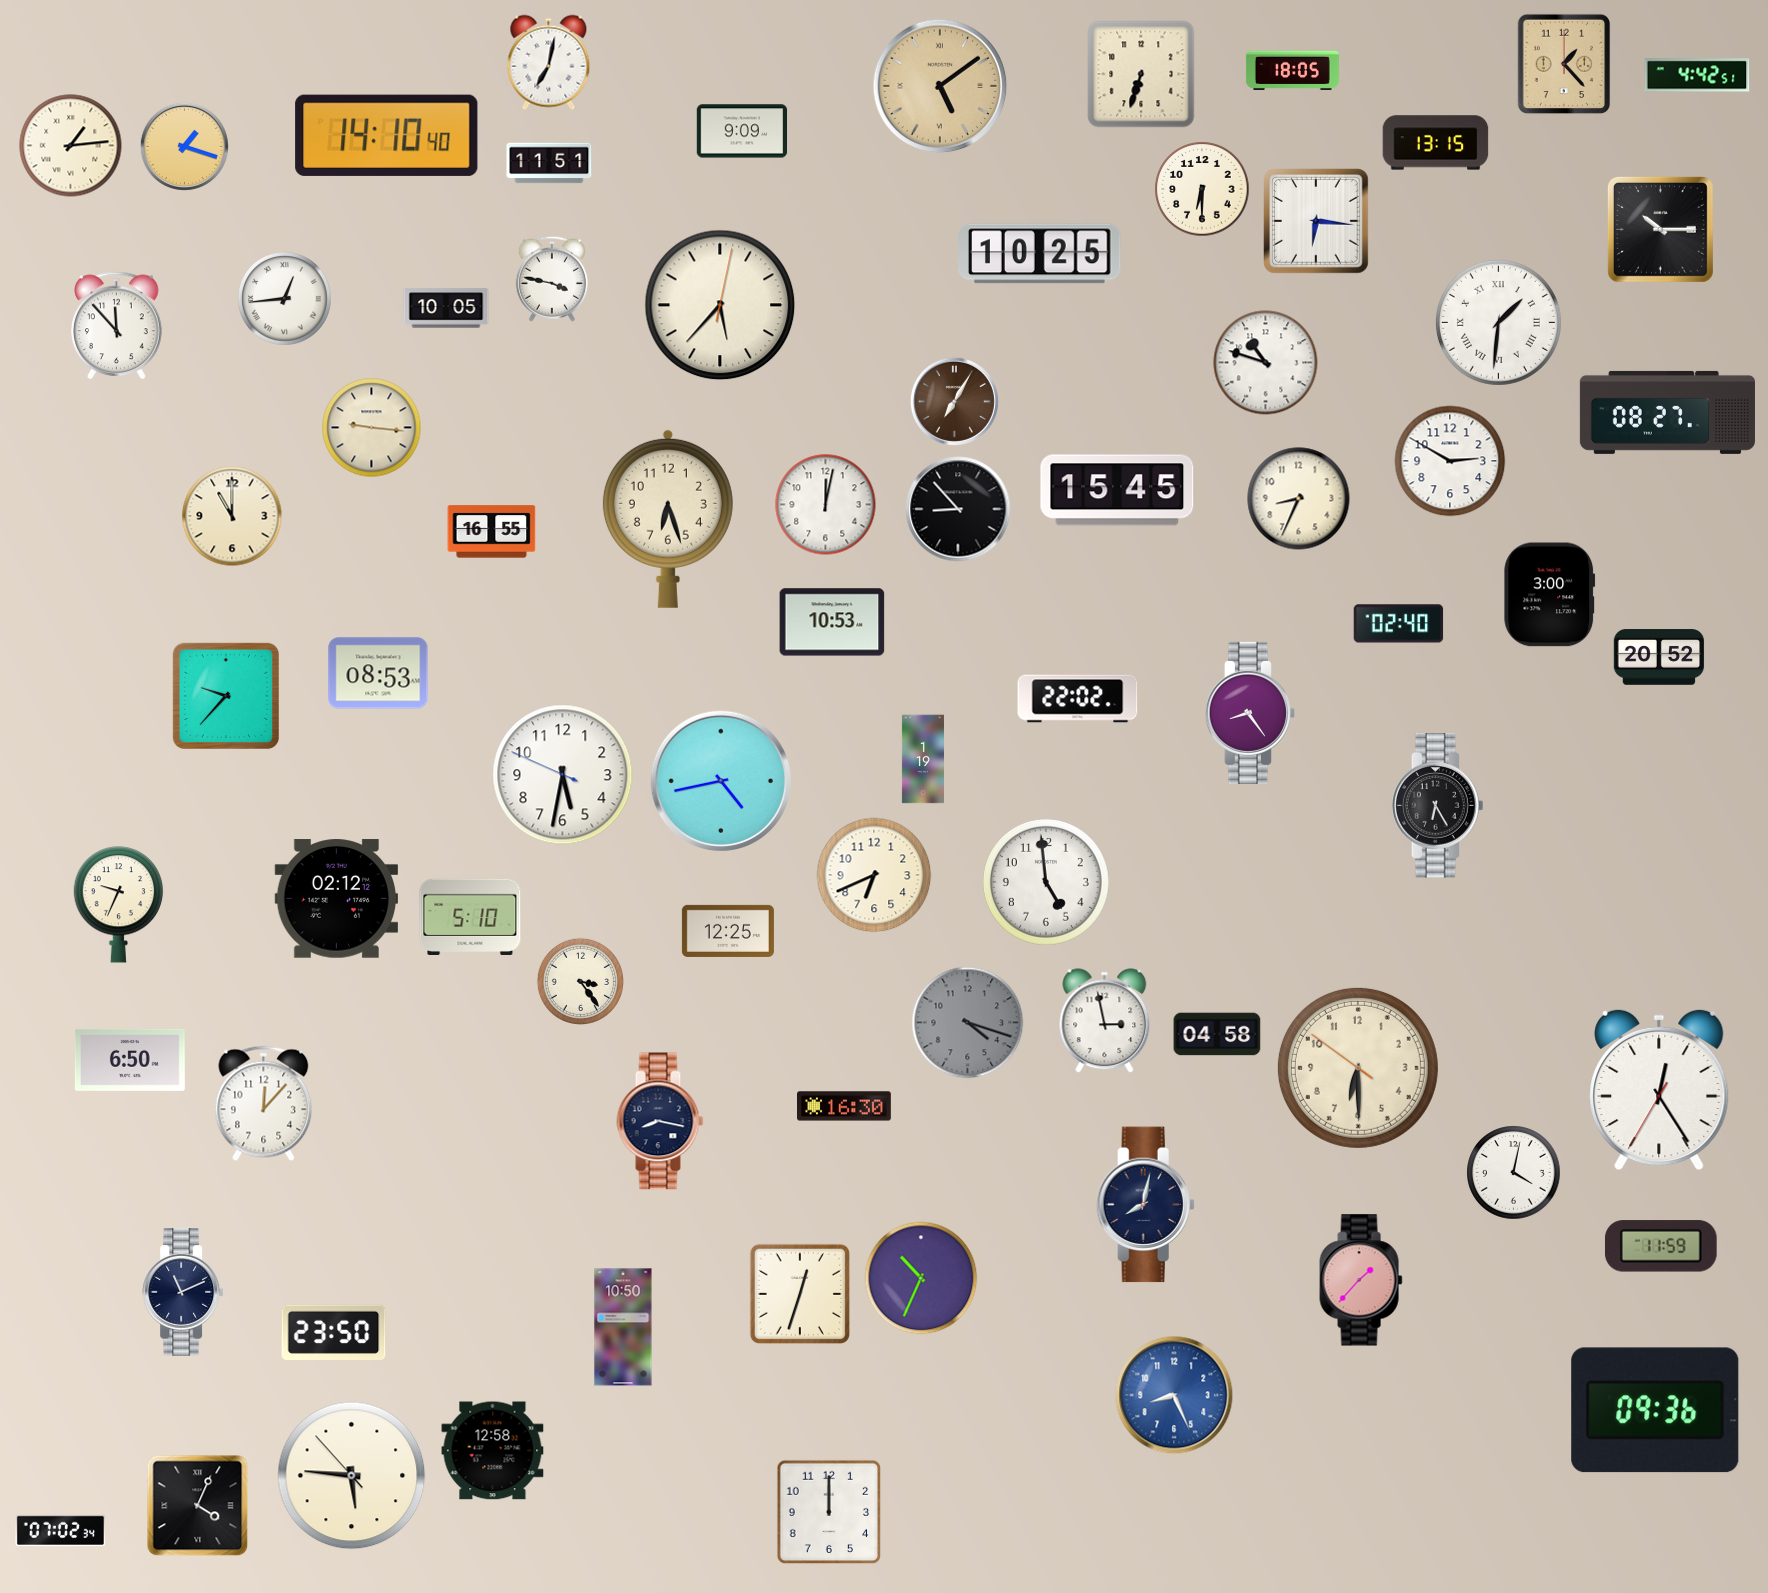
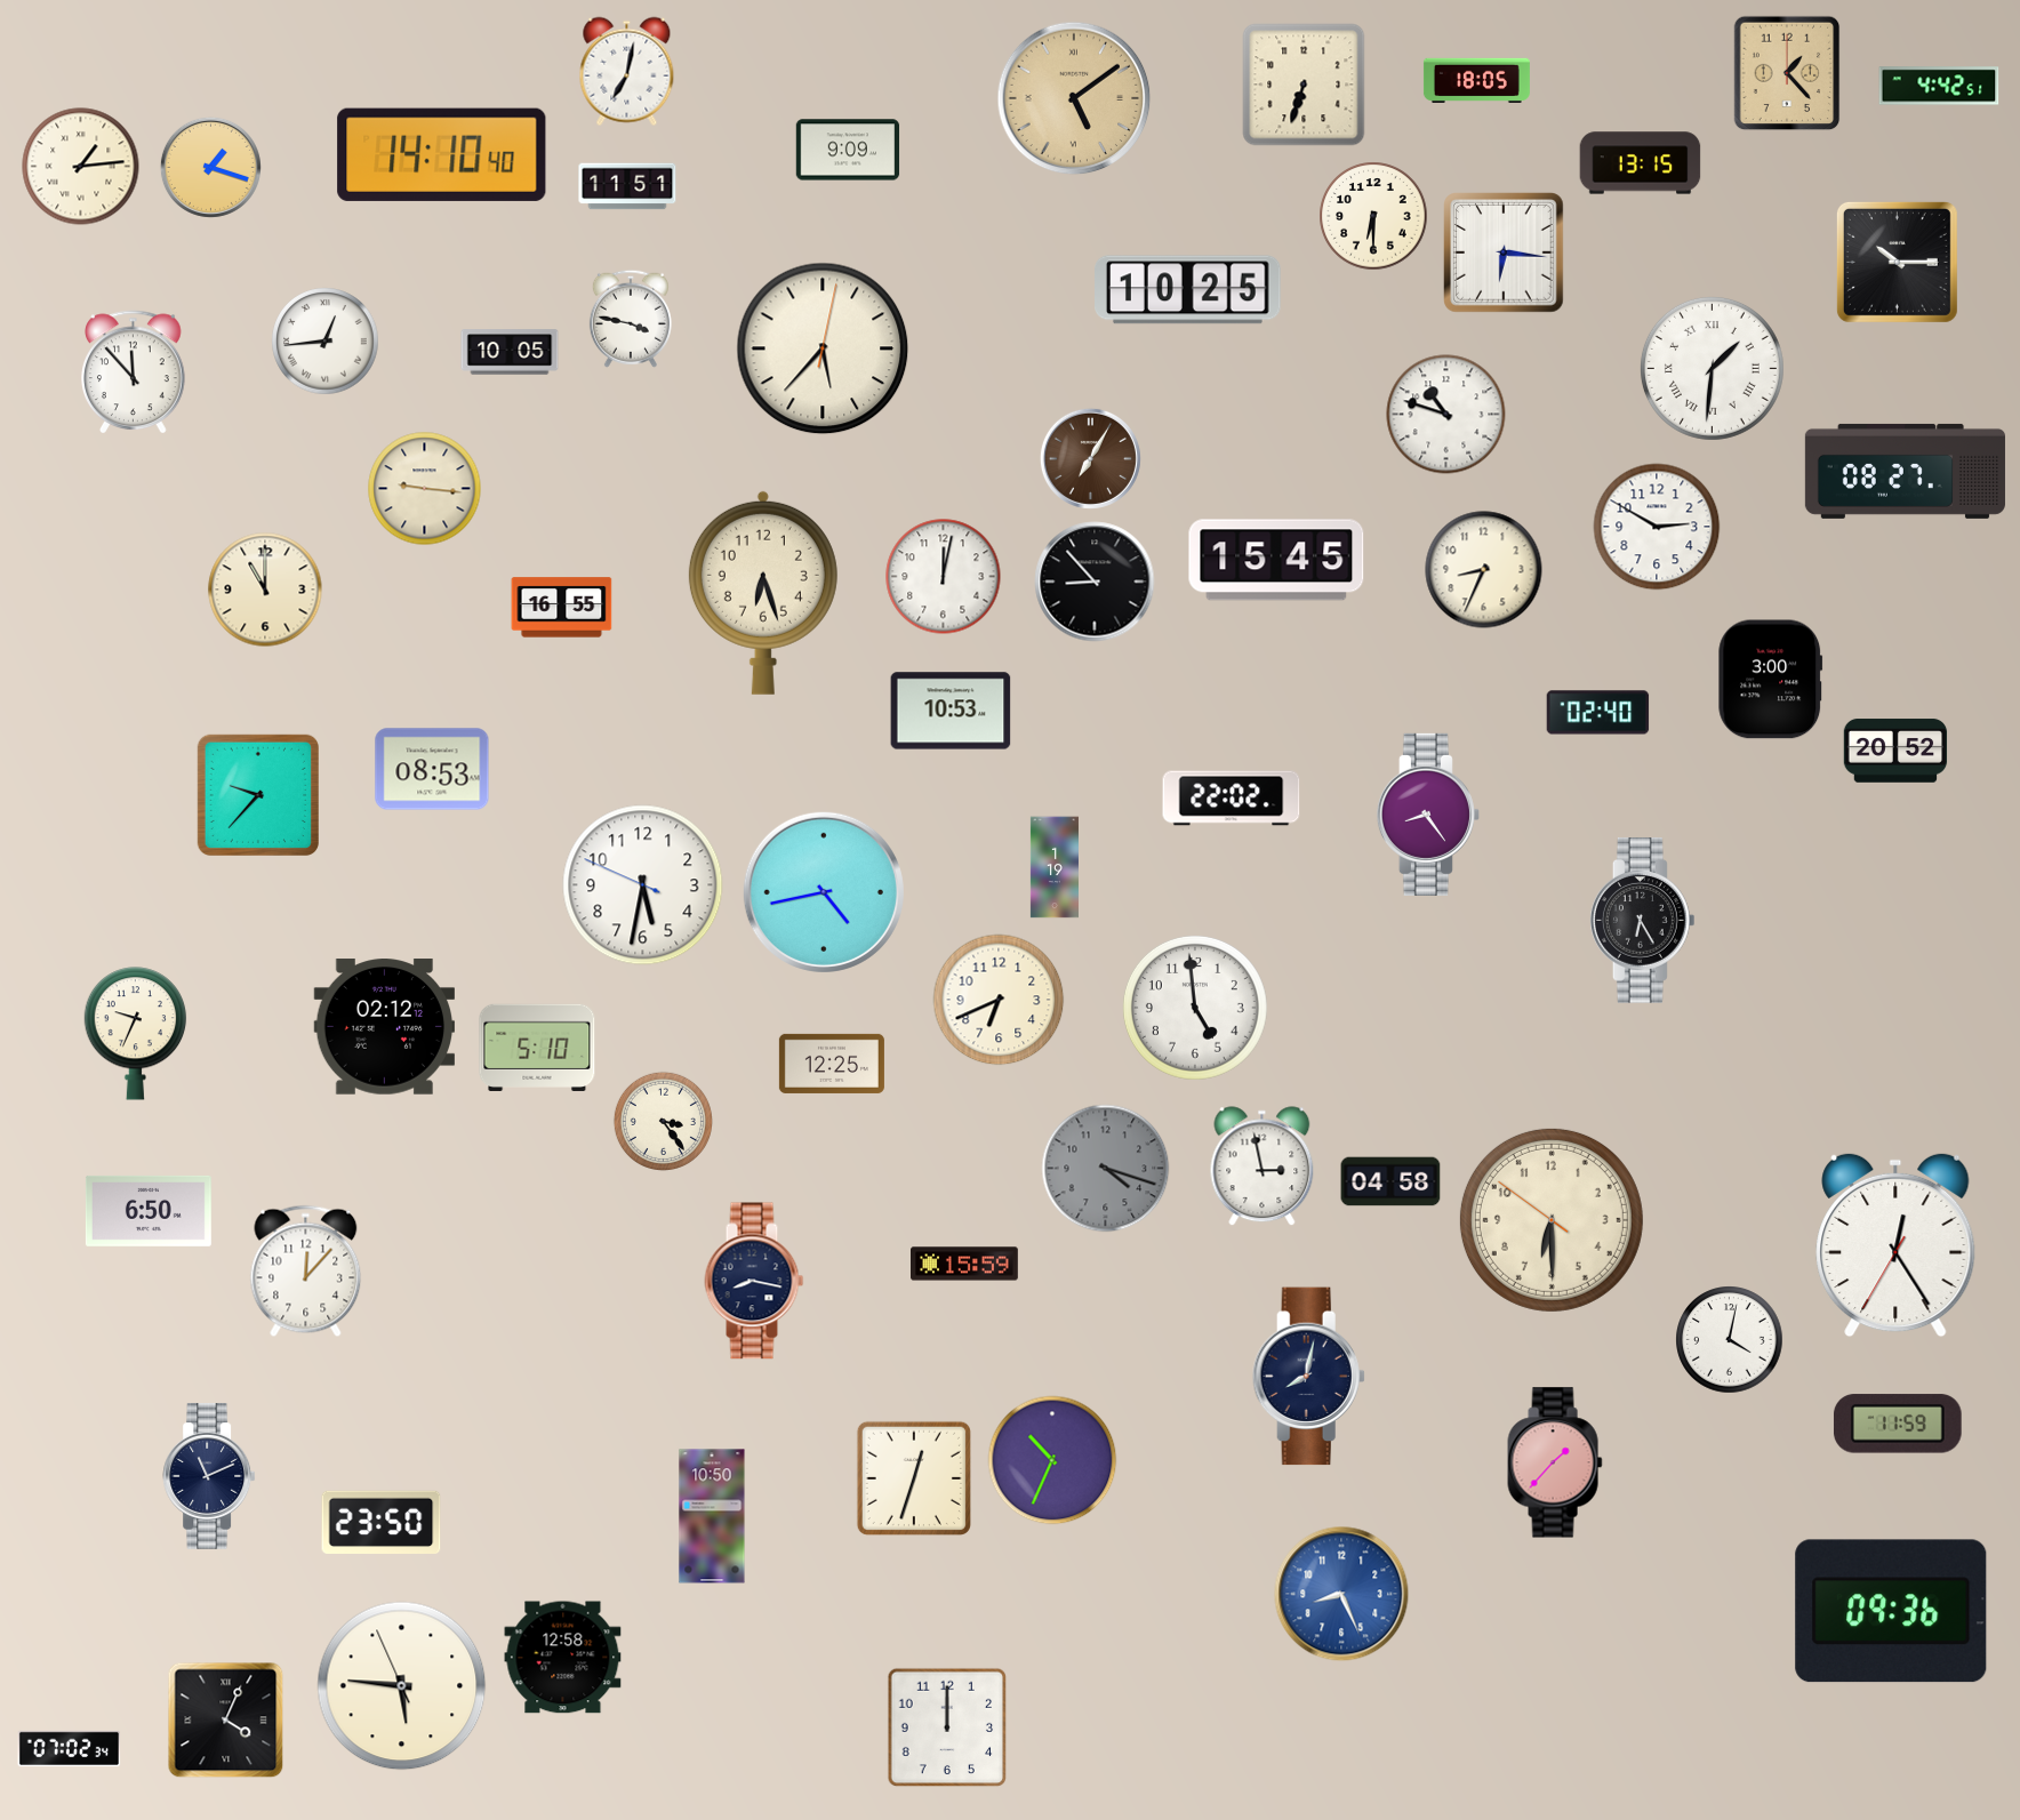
clock at (264, 1104) position: (264, 1104) -> (306, 1272)
clock at (845, 1106): 16:30 -> 15:59
clock at (352, 1476): 5:45:53 -> 5:45:56
